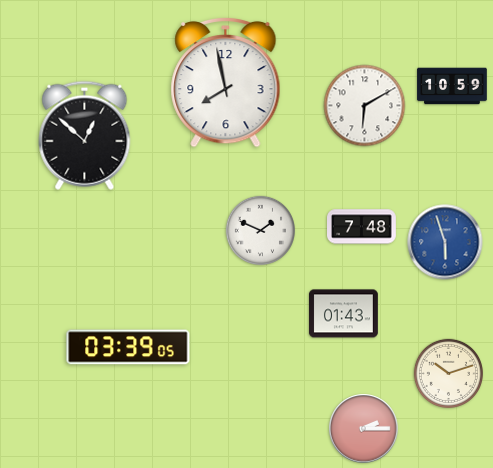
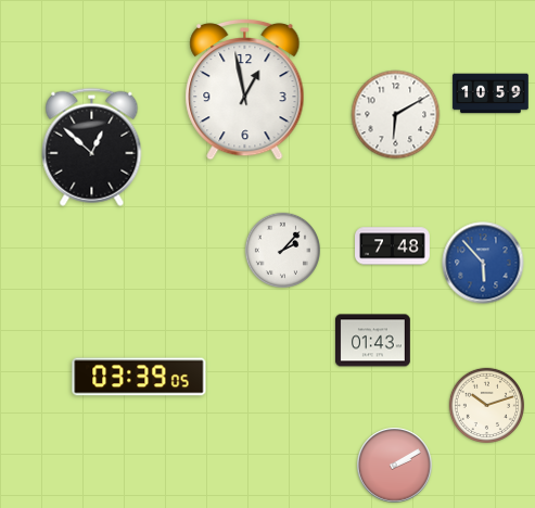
clock at (226, 82): 7:58 -> 12:58
clock at (260, 230): 1:49 -> 2:07
clock at (445, 242): 5:57 -> 5:53
clock at (364, 429): 2:15 -> 2:10
